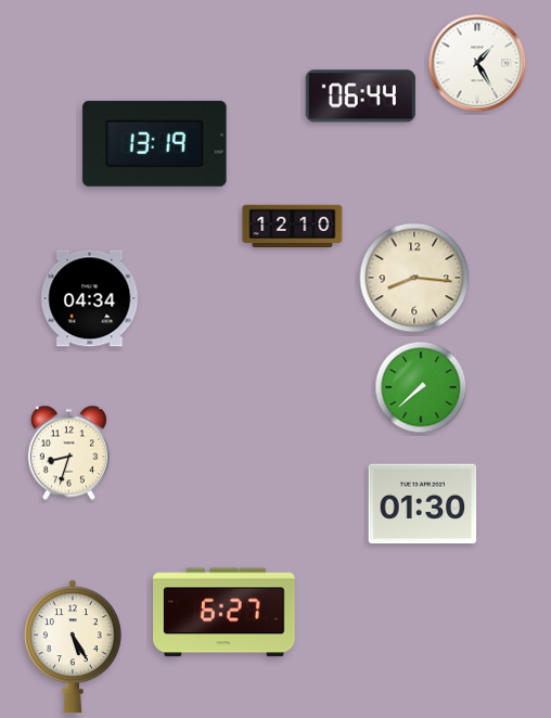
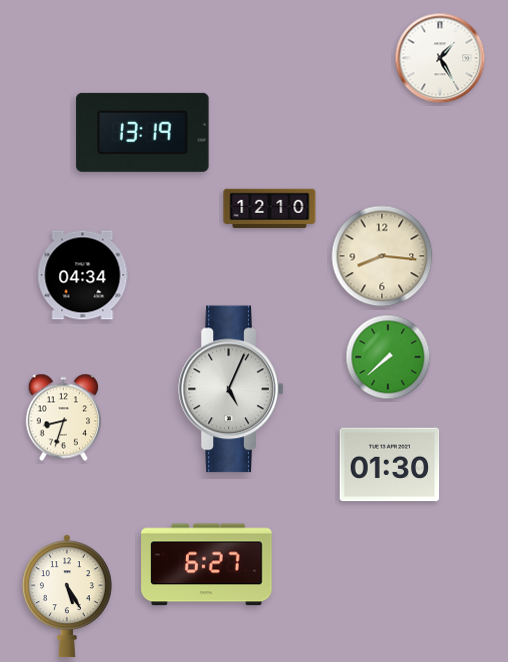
clock at (360, 97): 06:44 -> none
clock at (231, 389): none -> 5:04
